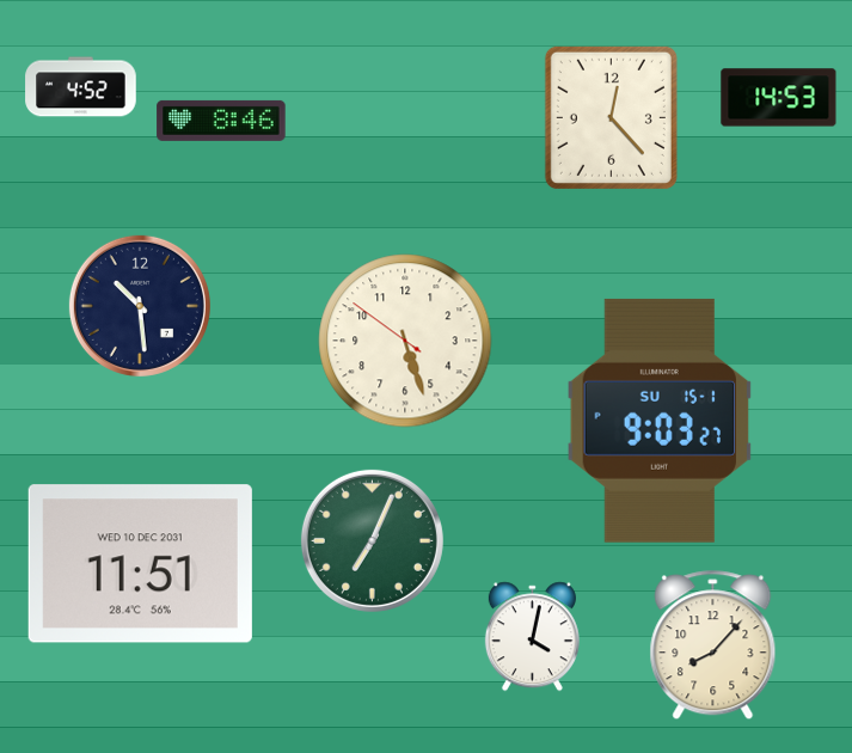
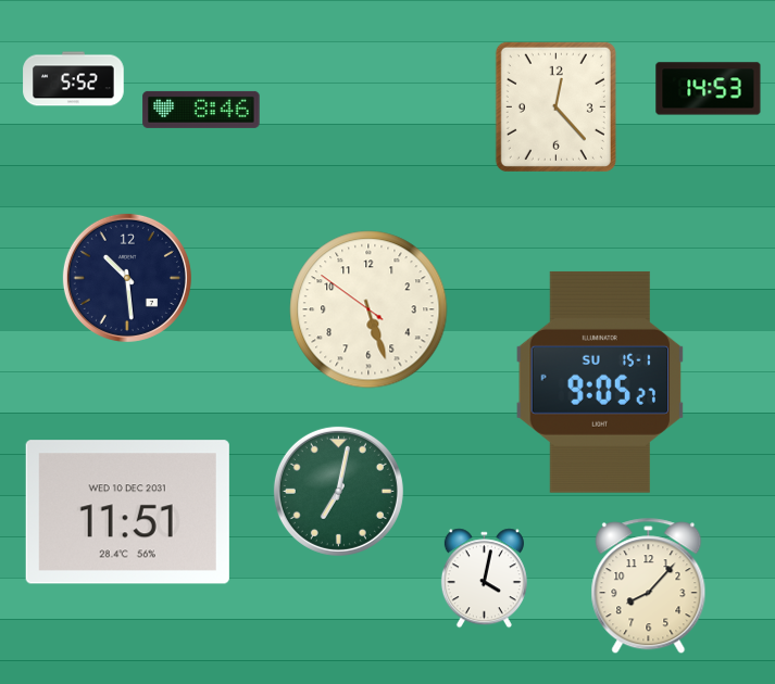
clock at (81, 87): 4:52 -> 5:52
clock at (660, 421): 9:03 -> 9:05
clock at (372, 540): 7:04 -> 7:02
